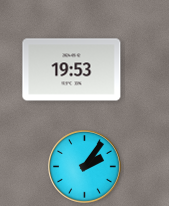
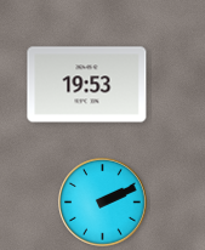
clock at (85, 167): 2:06 -> 2:11
